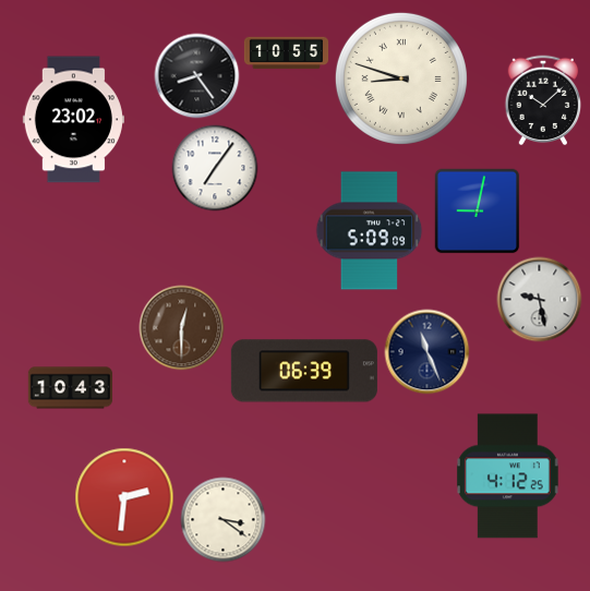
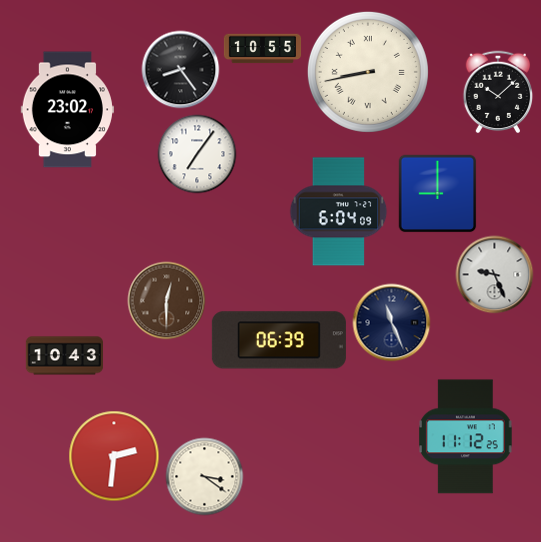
clock at (401, 79): 8:48 -> 8:43
clock at (477, 210): 9:02 -> 9:00
clock at (370, 231): 5:09 -> 6:04
clock at (539, 299): 9:28 -> 9:26
clock at (508, 477): 4:12 -> 11:12
